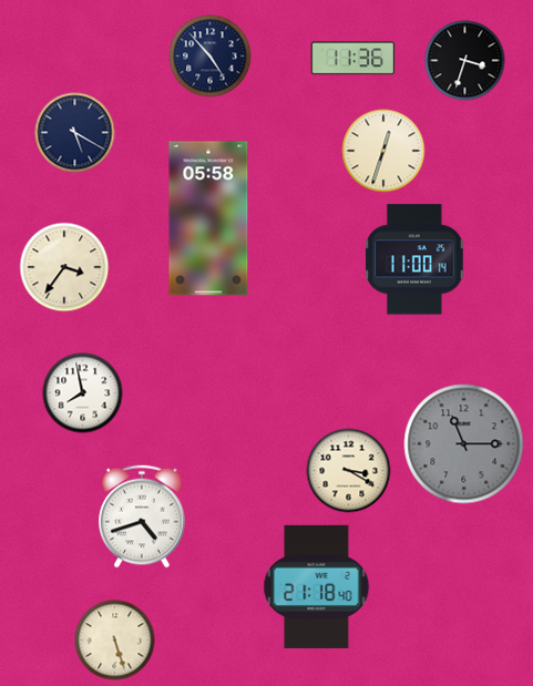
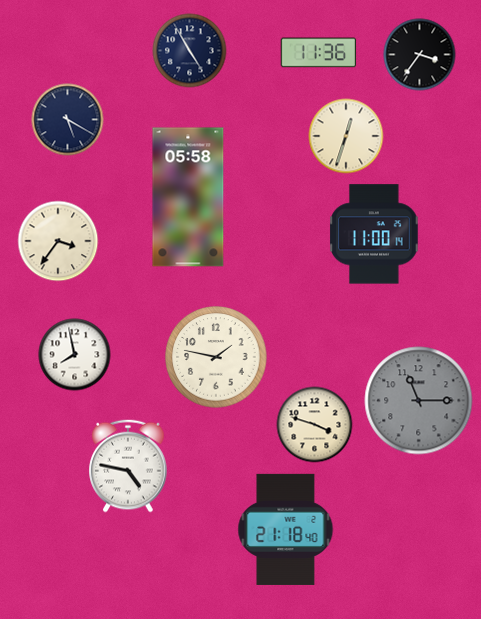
clock at (211, 57): 4:53 -> 4:55
clock at (465, 61): 3:33 -> 3:36
clock at (216, 357): none -> 1:47
clock at (349, 471): 3:20 -> 3:48
clock at (142, 516): 4:42 -> 4:47
clock at (115, 641): 5:27 -> none
